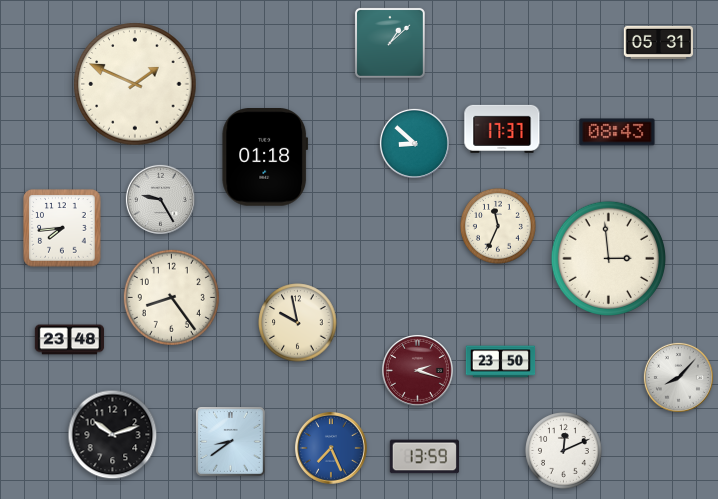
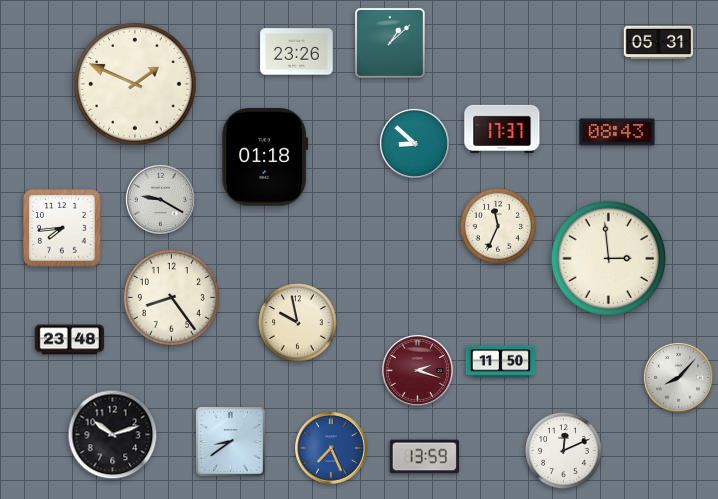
clock at (297, 52): none -> 23:26
clock at (160, 199): 9:25 -> 9:20
clock at (501, 362): 23:50 -> 11:50
